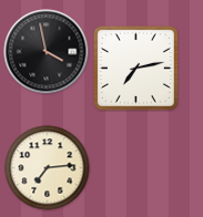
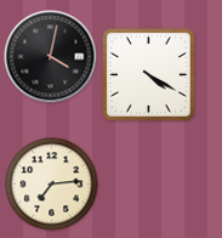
clock at (47, 52): 3:58 -> 4:02
clock at (135, 68): 7:13 -> 4:20
